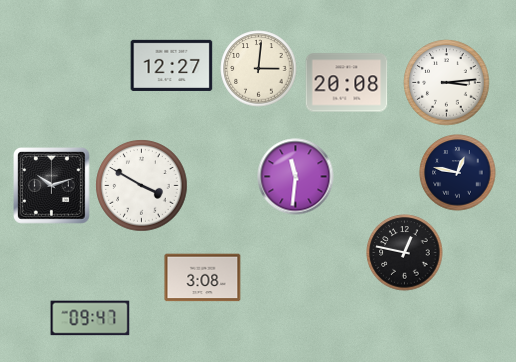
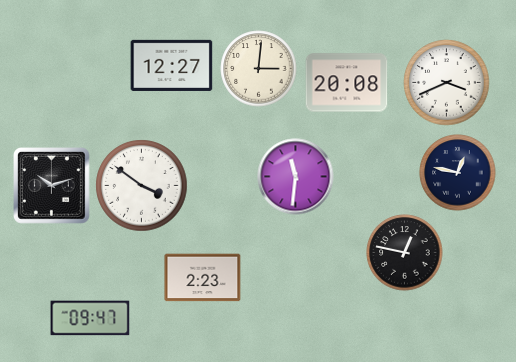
clock at (447, 83): 3:14 -> 3:41
clock at (142, 186): 3:50 -> 3:51
clock at (203, 278): 3:08 -> 2:23
